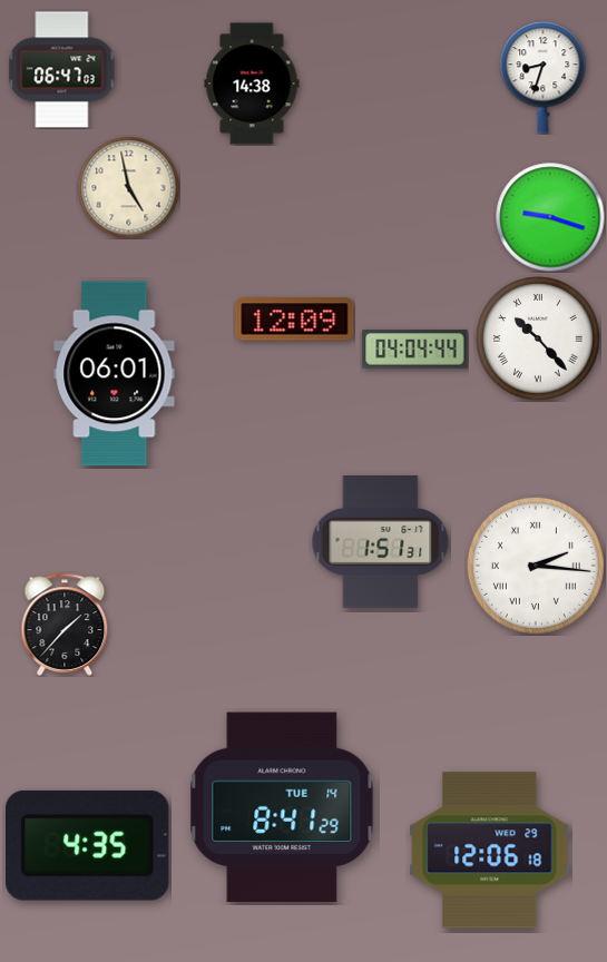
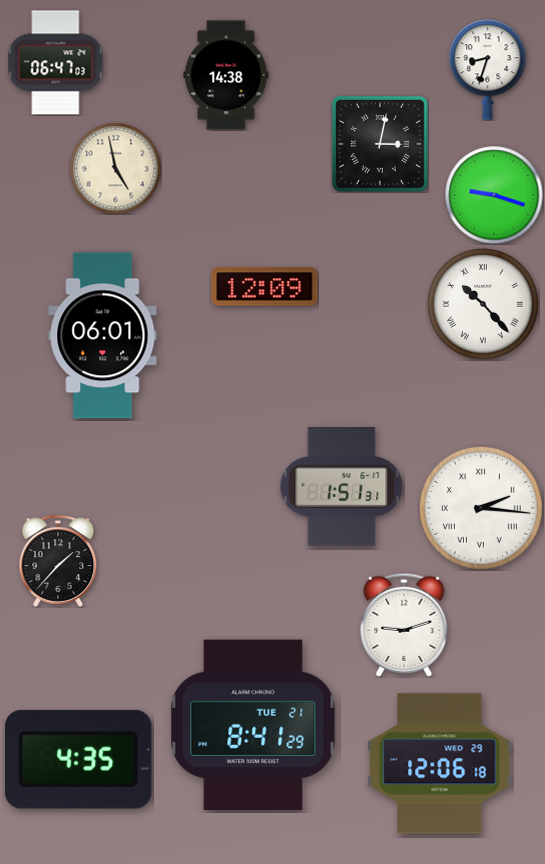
clock at (380, 144): none -> 3:02
clock at (415, 350): 04:04 -> none
clock at (404, 625): none -> 9:12
clock at (282, 807) date: TUE 14 -> TUE 21
